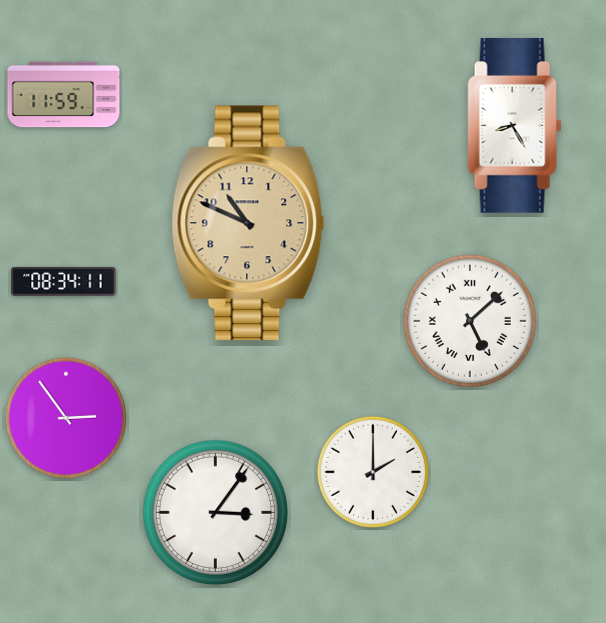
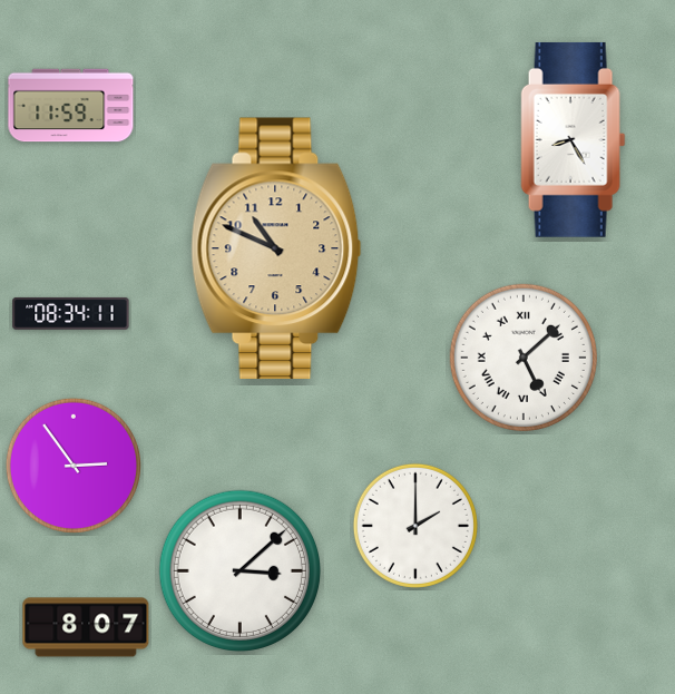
clock at (215, 512): 3:06 -> 3:08
clock at (86, 627): none -> 8:07
